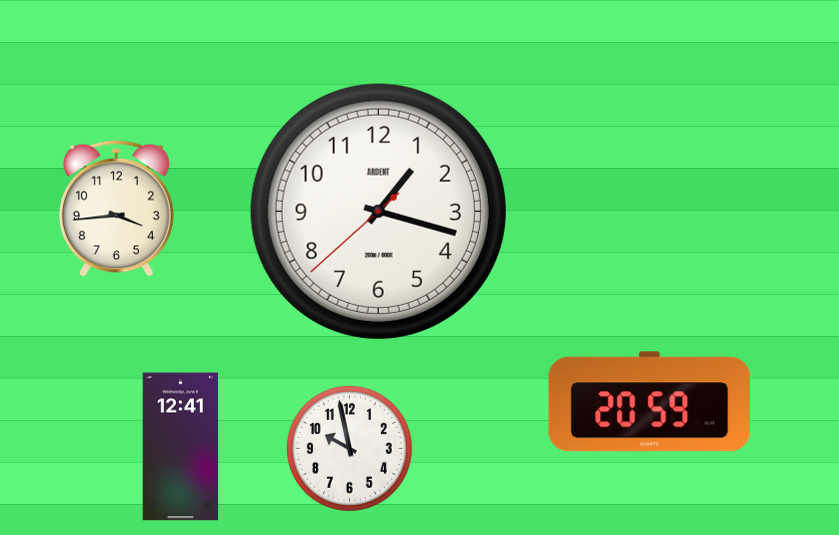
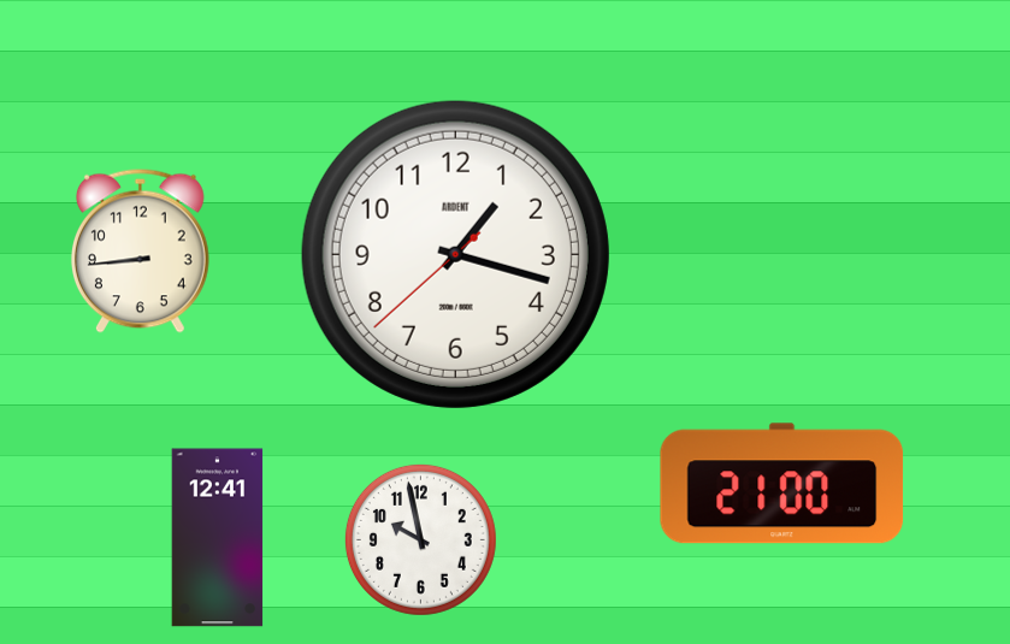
clock at (116, 208): 3:44 -> 8:44
clock at (650, 402): 20:59 -> 21:00
